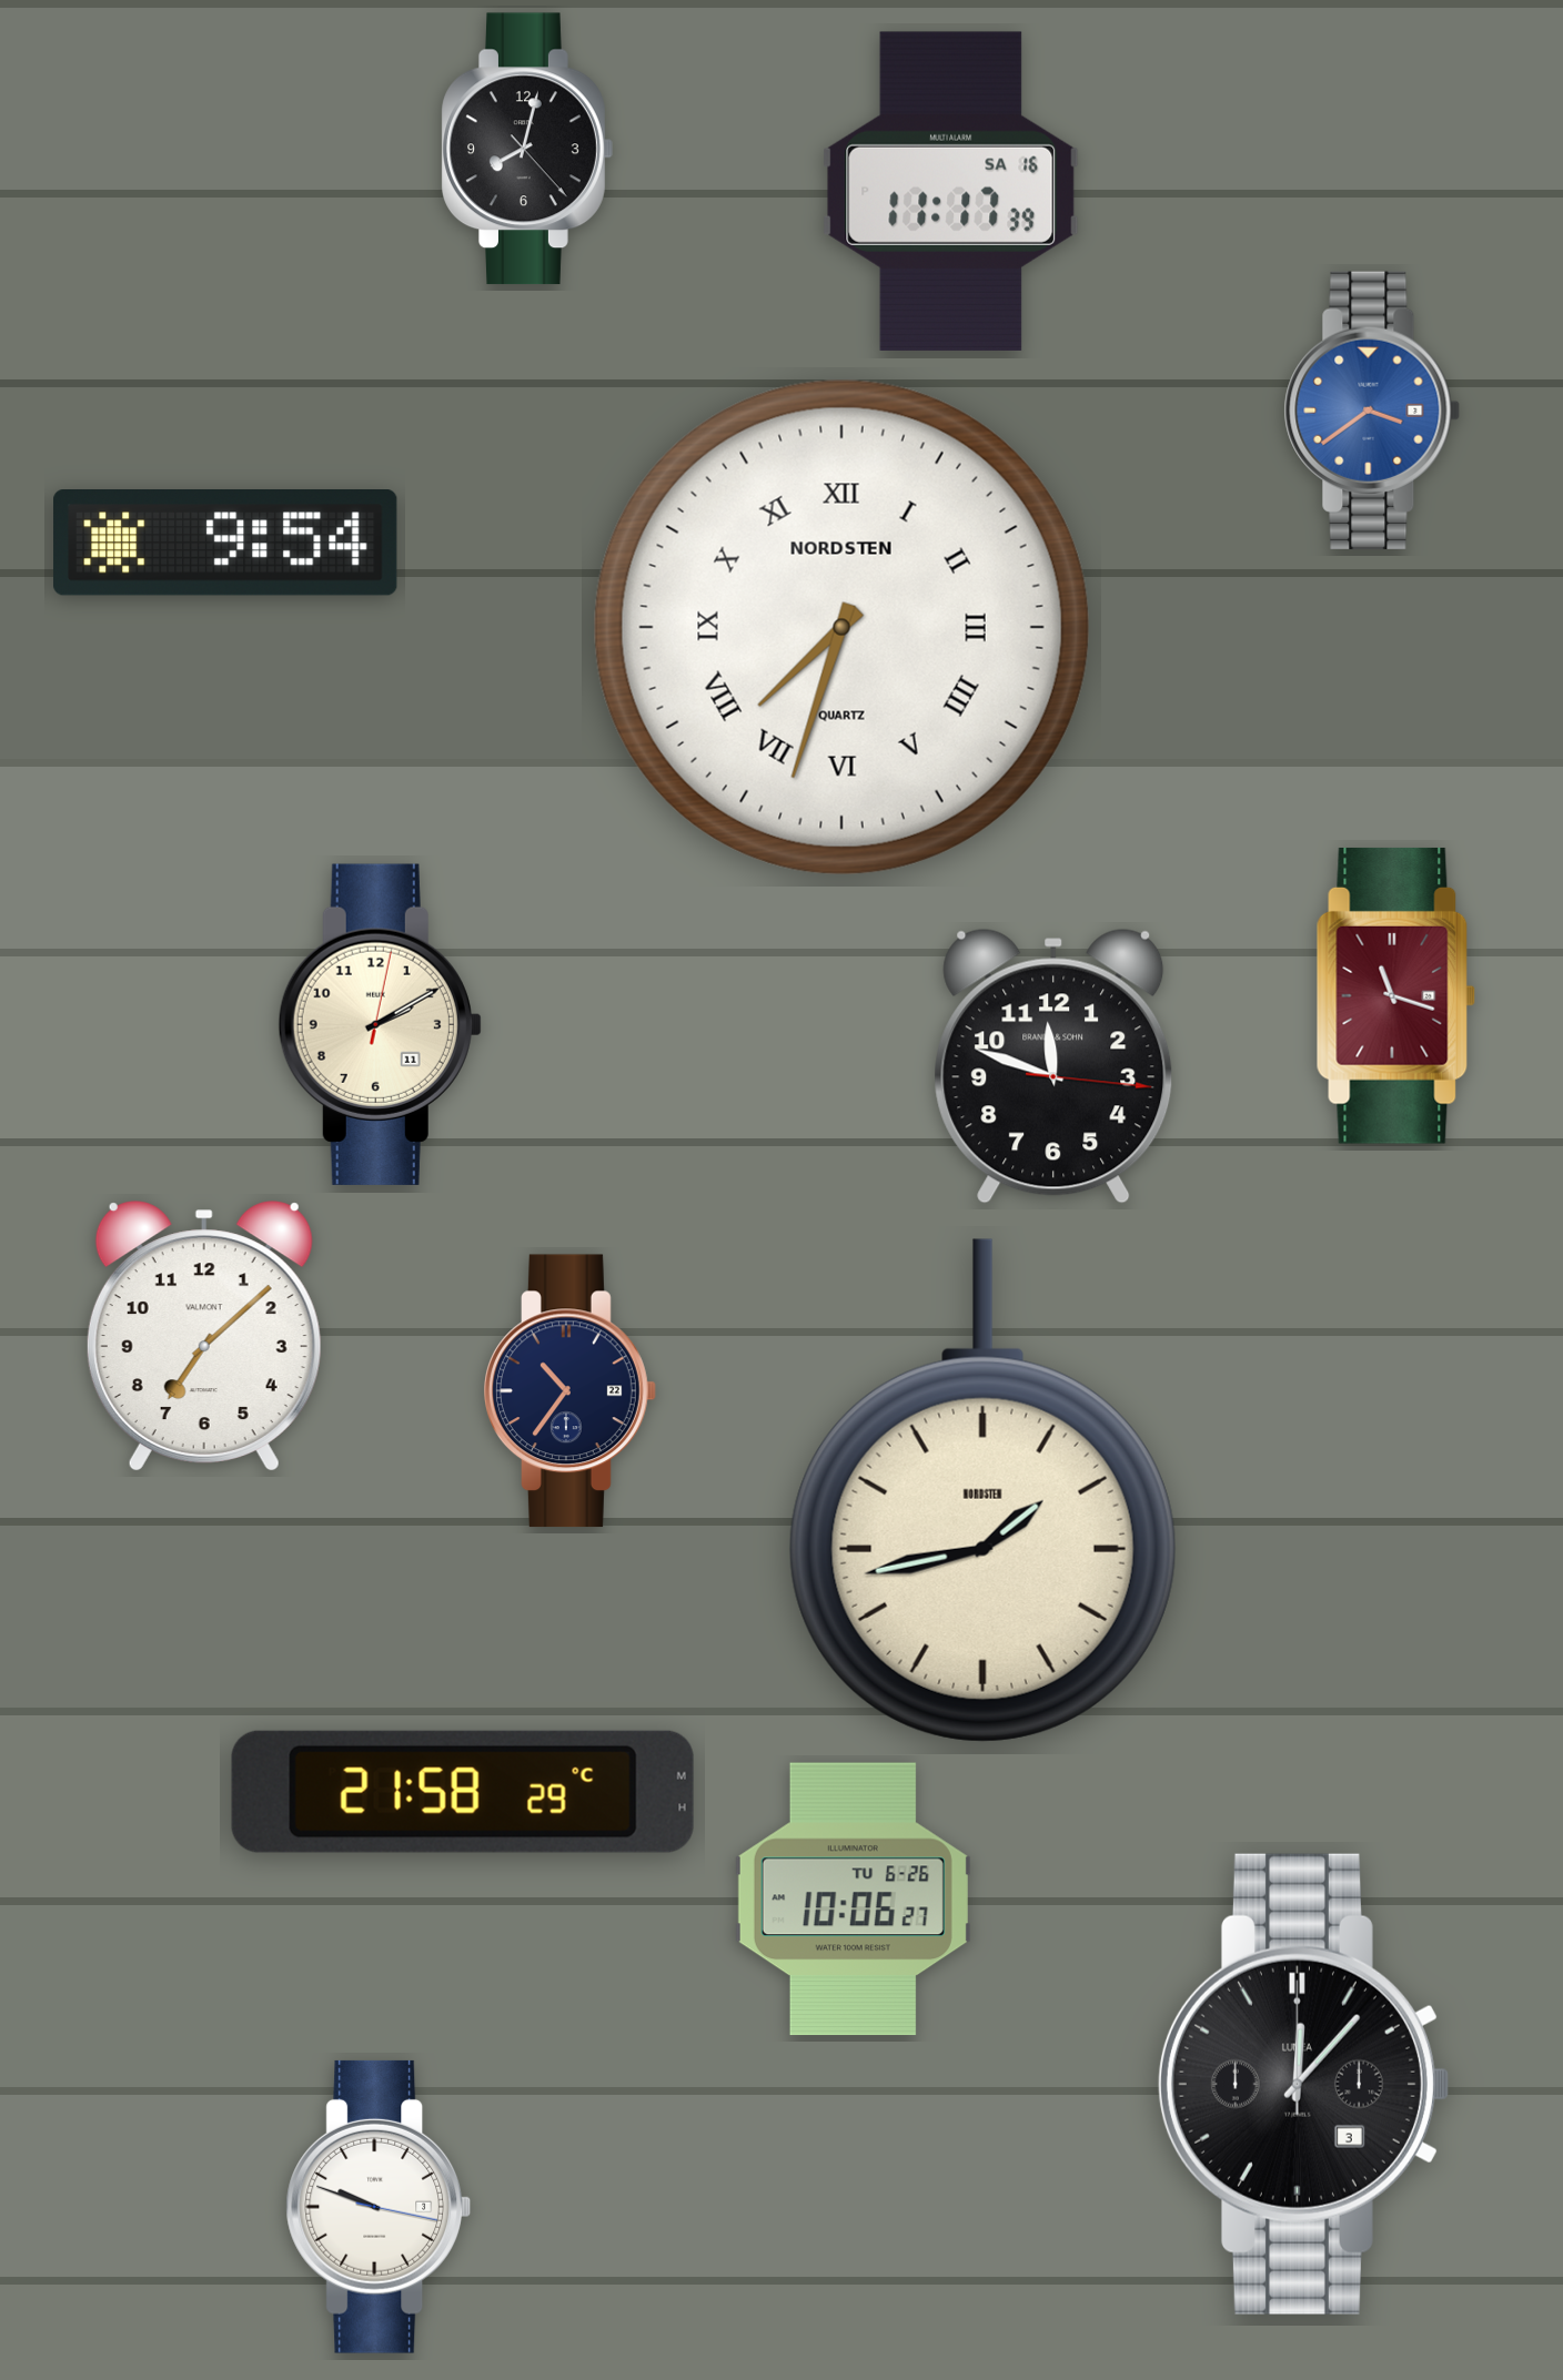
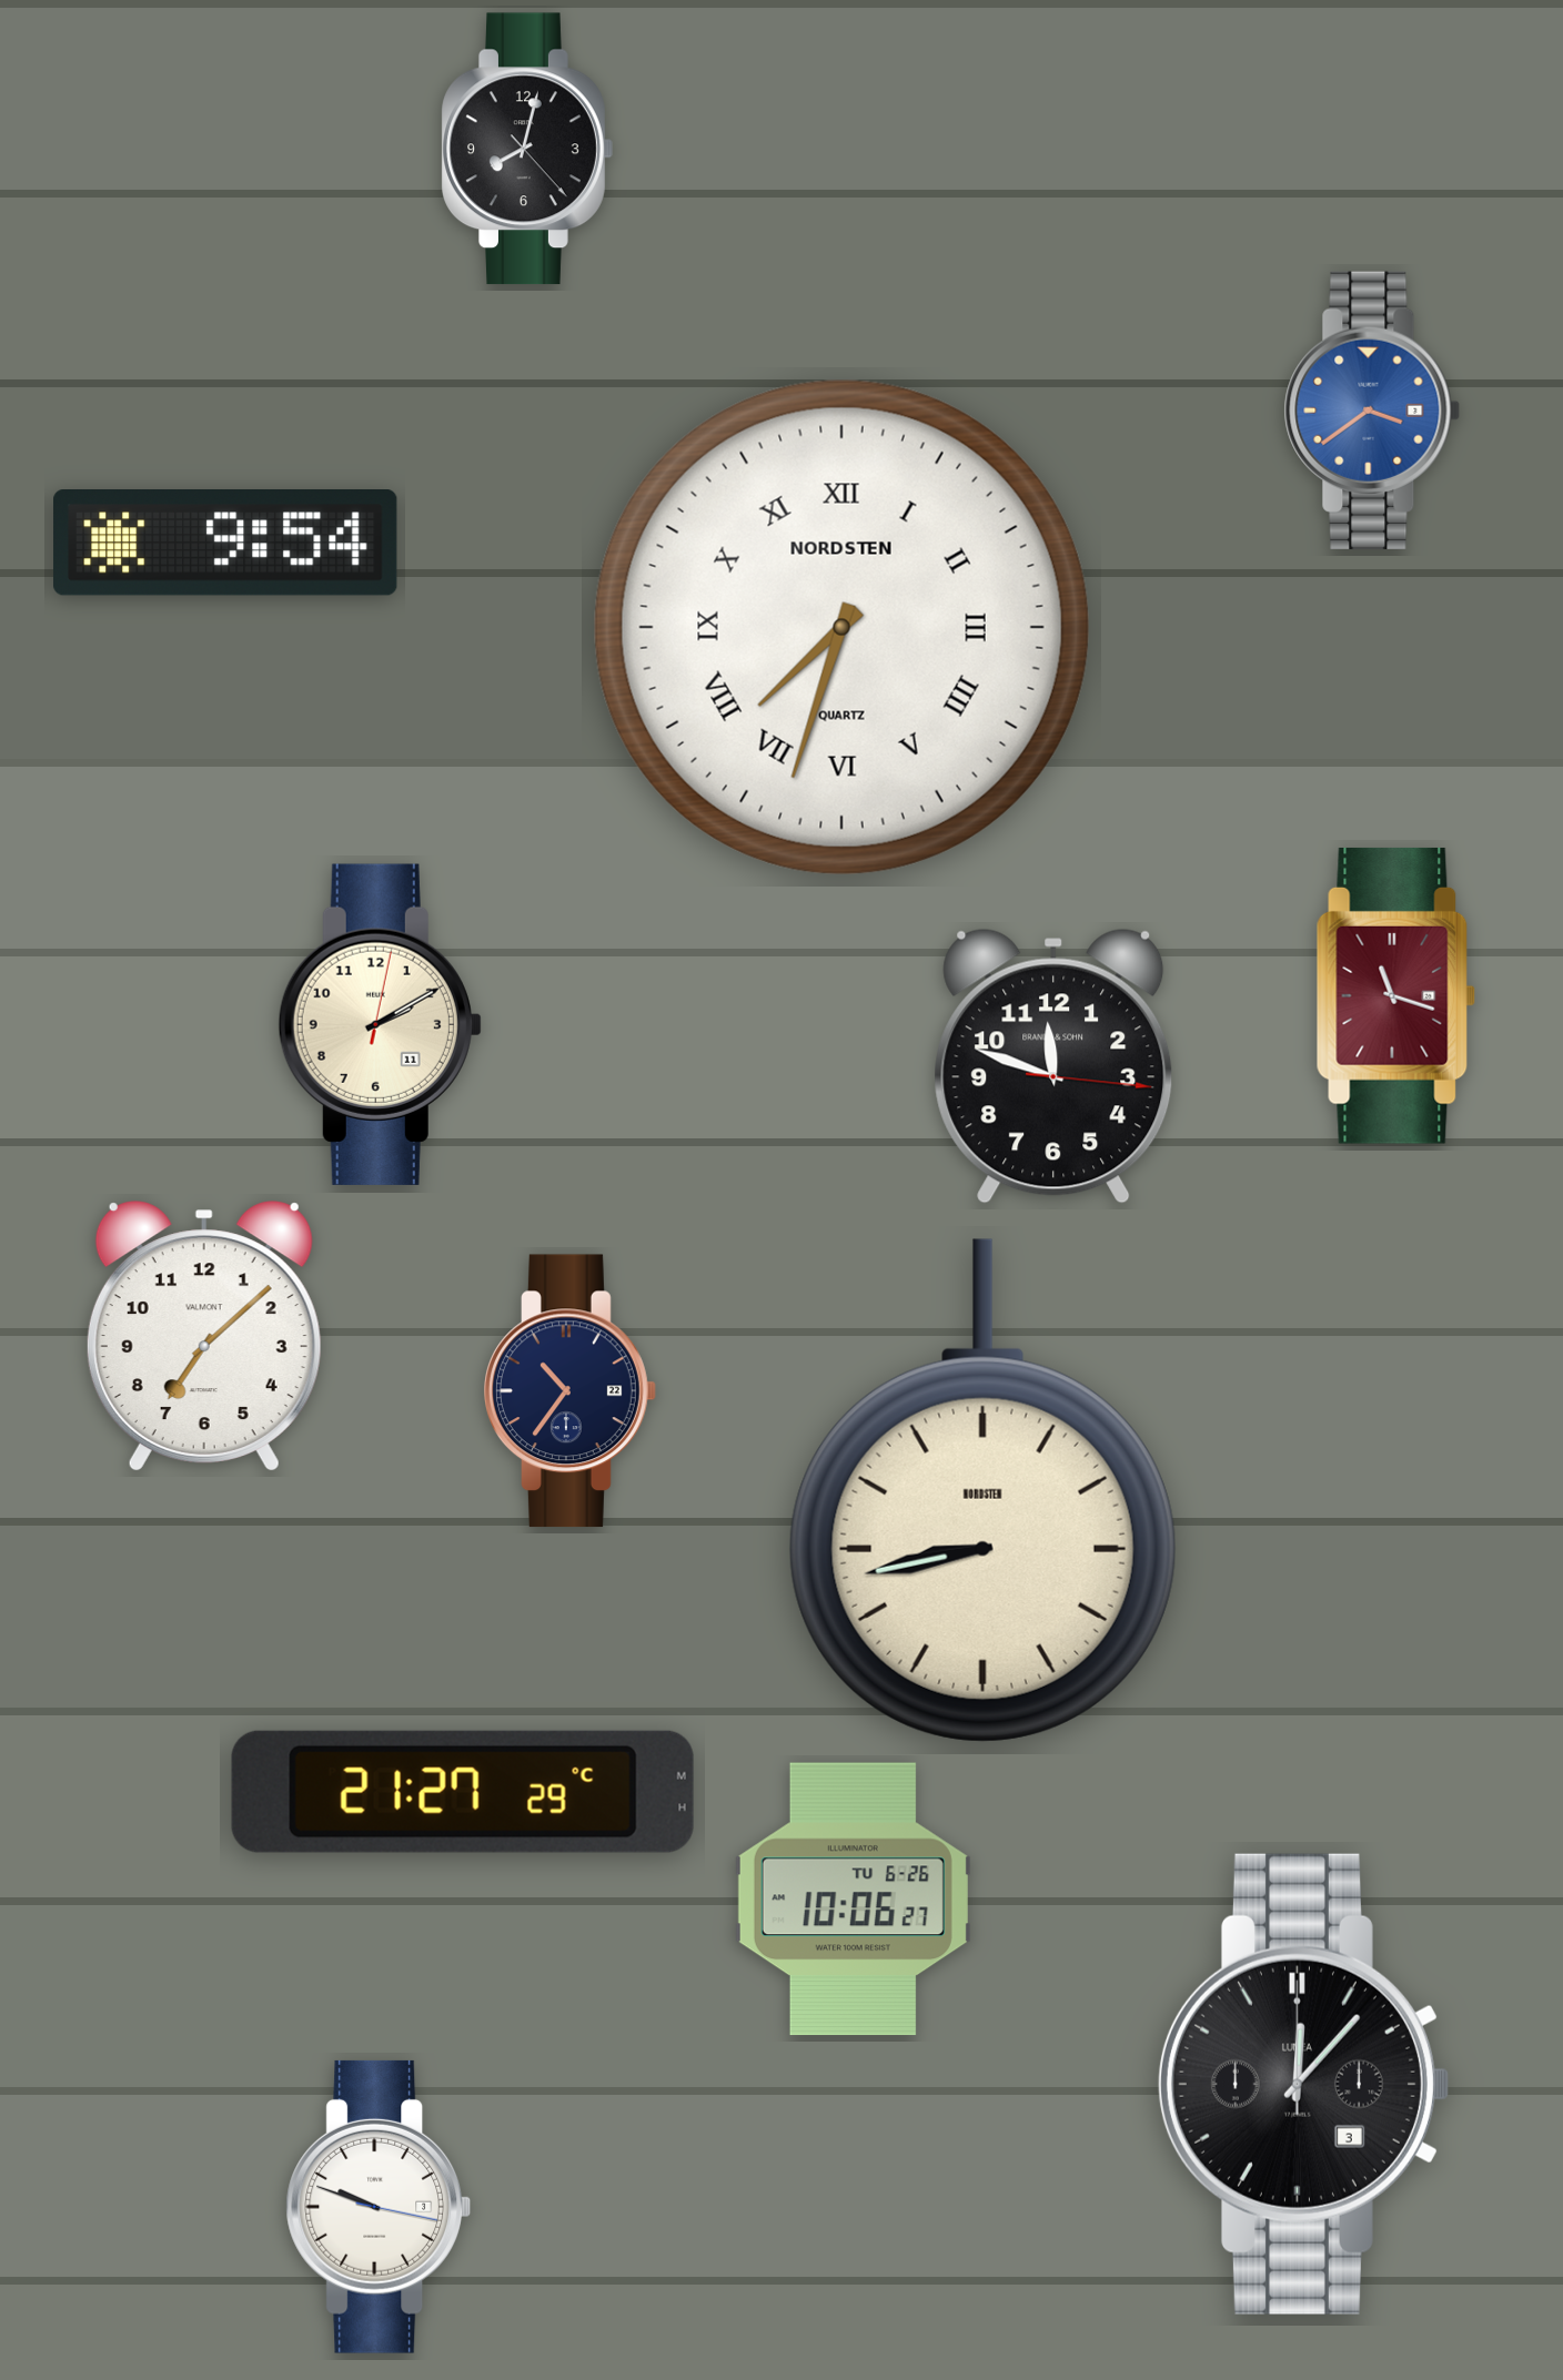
clock at (951, 191): 11:17 -> none
clock at (982, 1490): 1:43 -> 8:43
clock at (463, 1792): 21:58 -> 21:27
